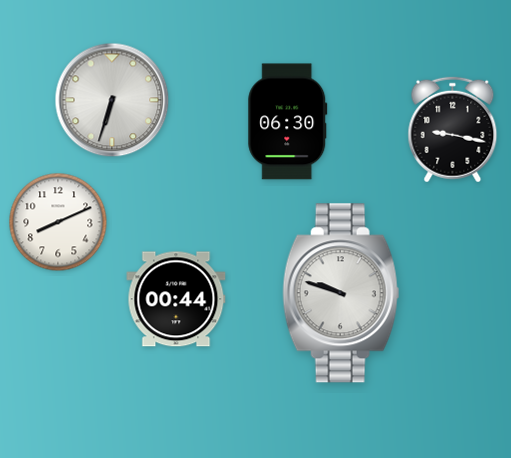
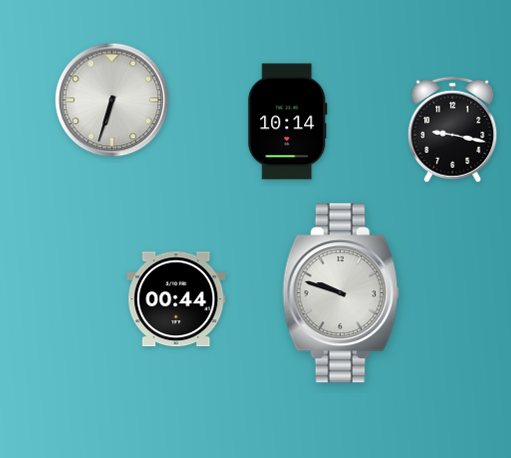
clock at (288, 122): 06:30 -> 10:14
clock at (58, 222): 8:11 -> none
